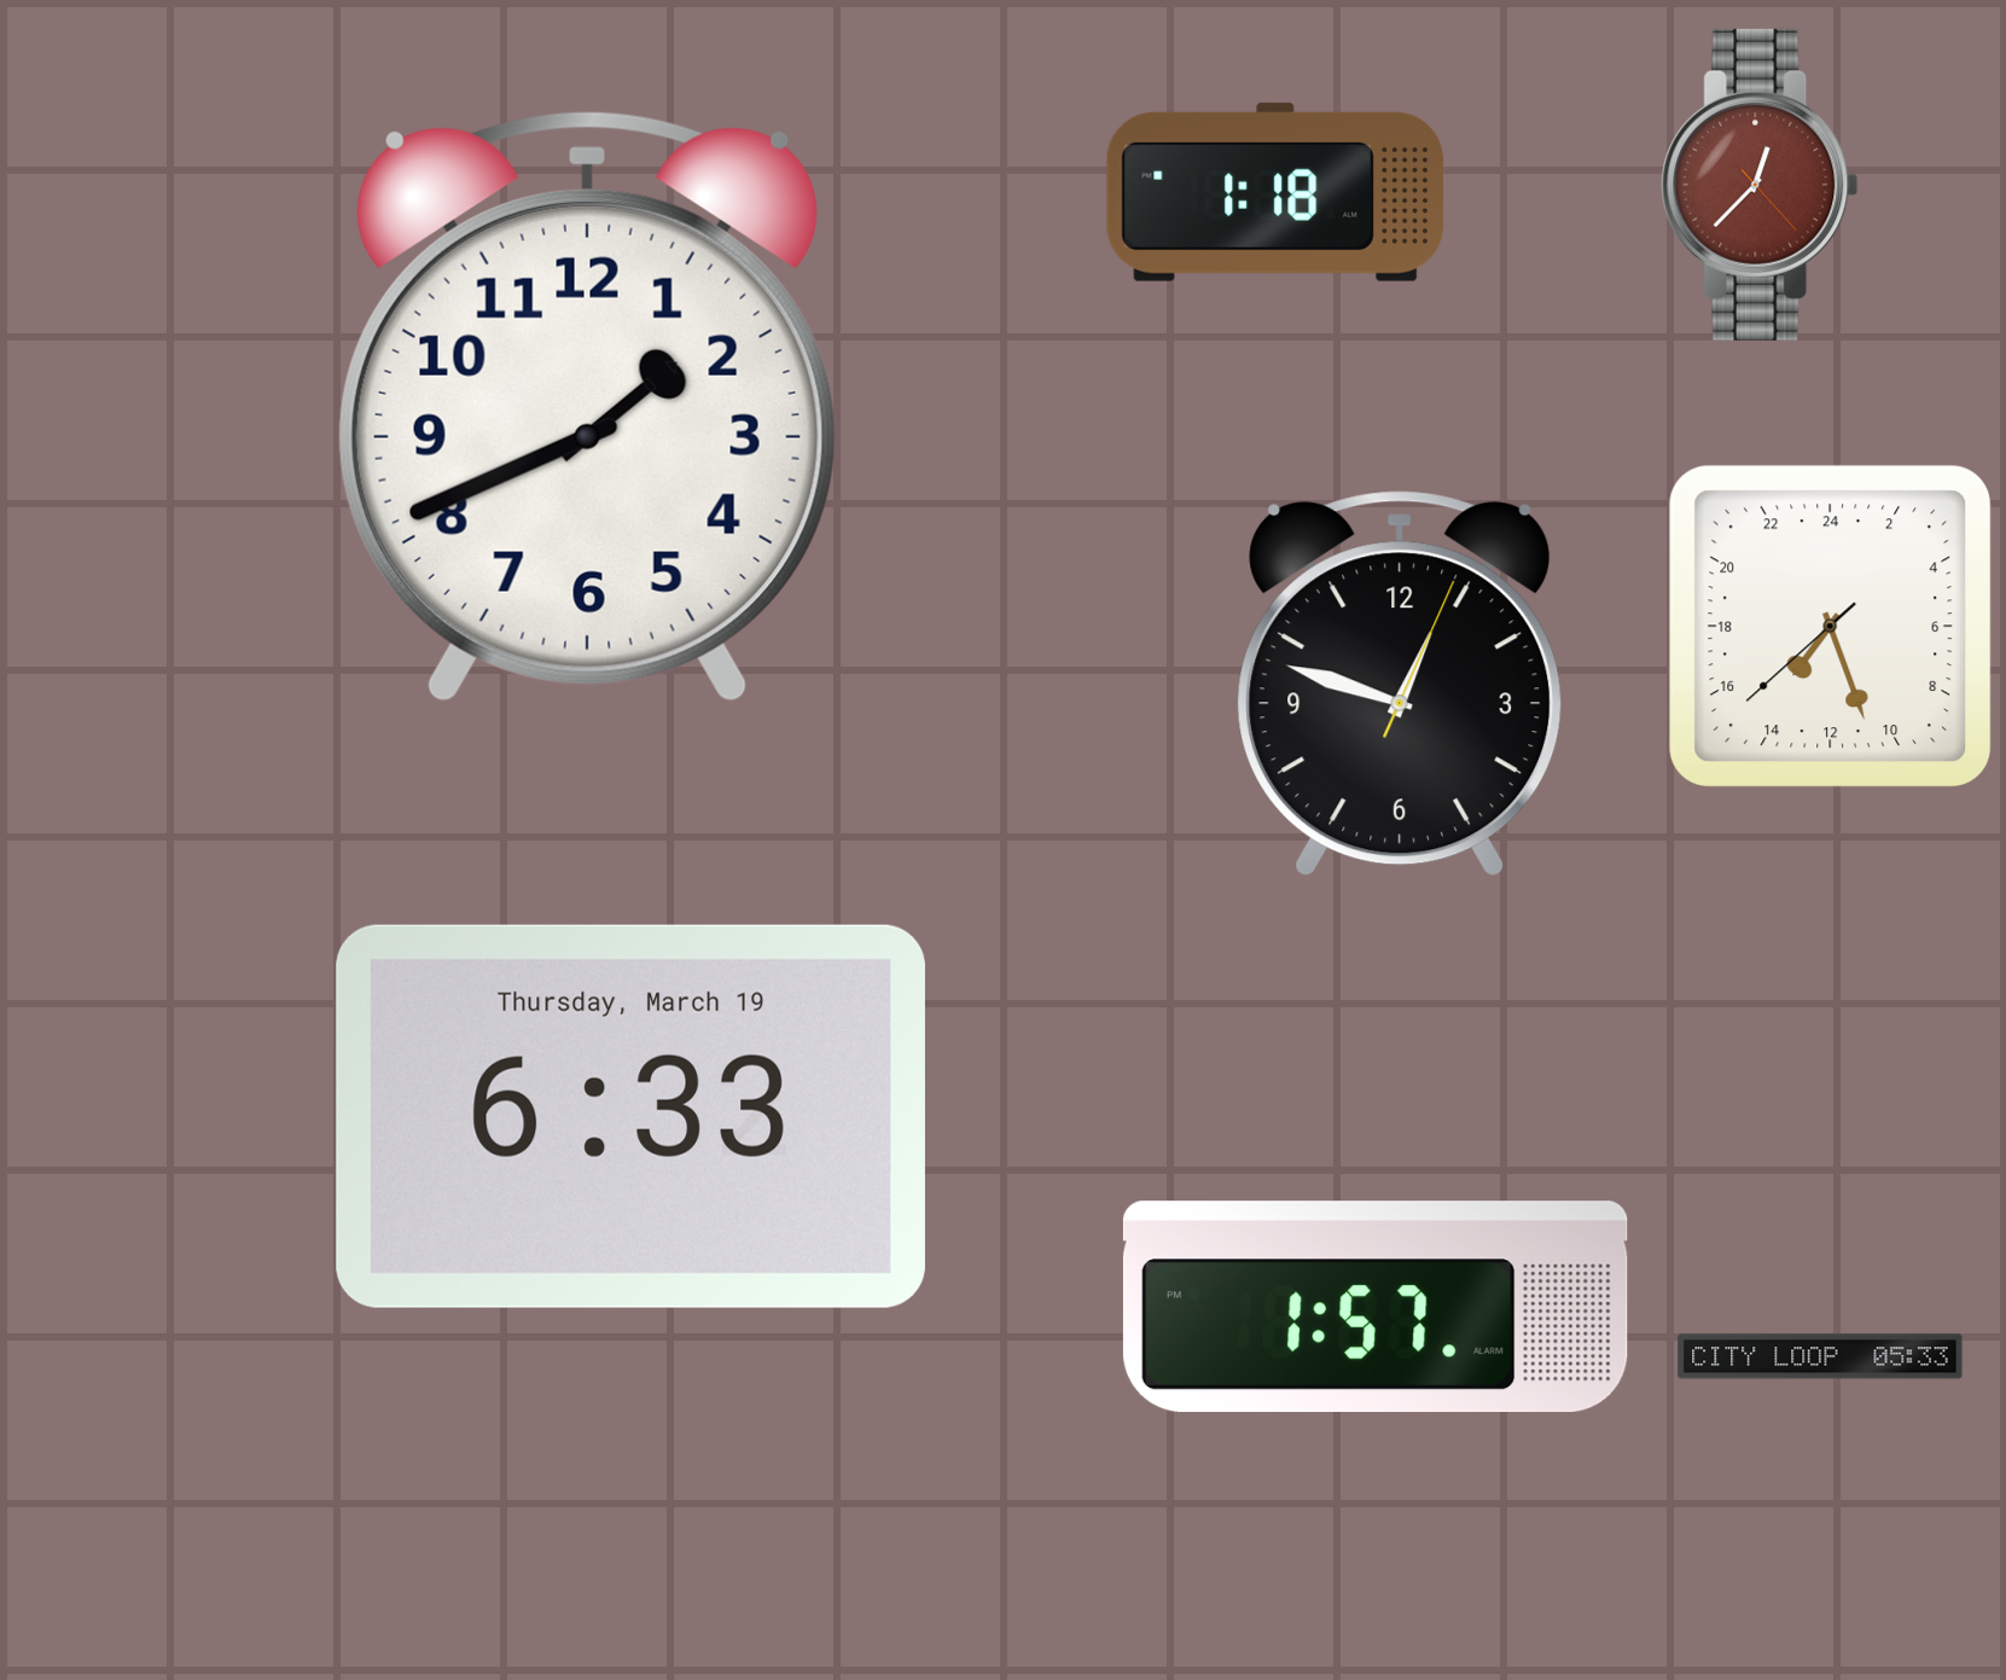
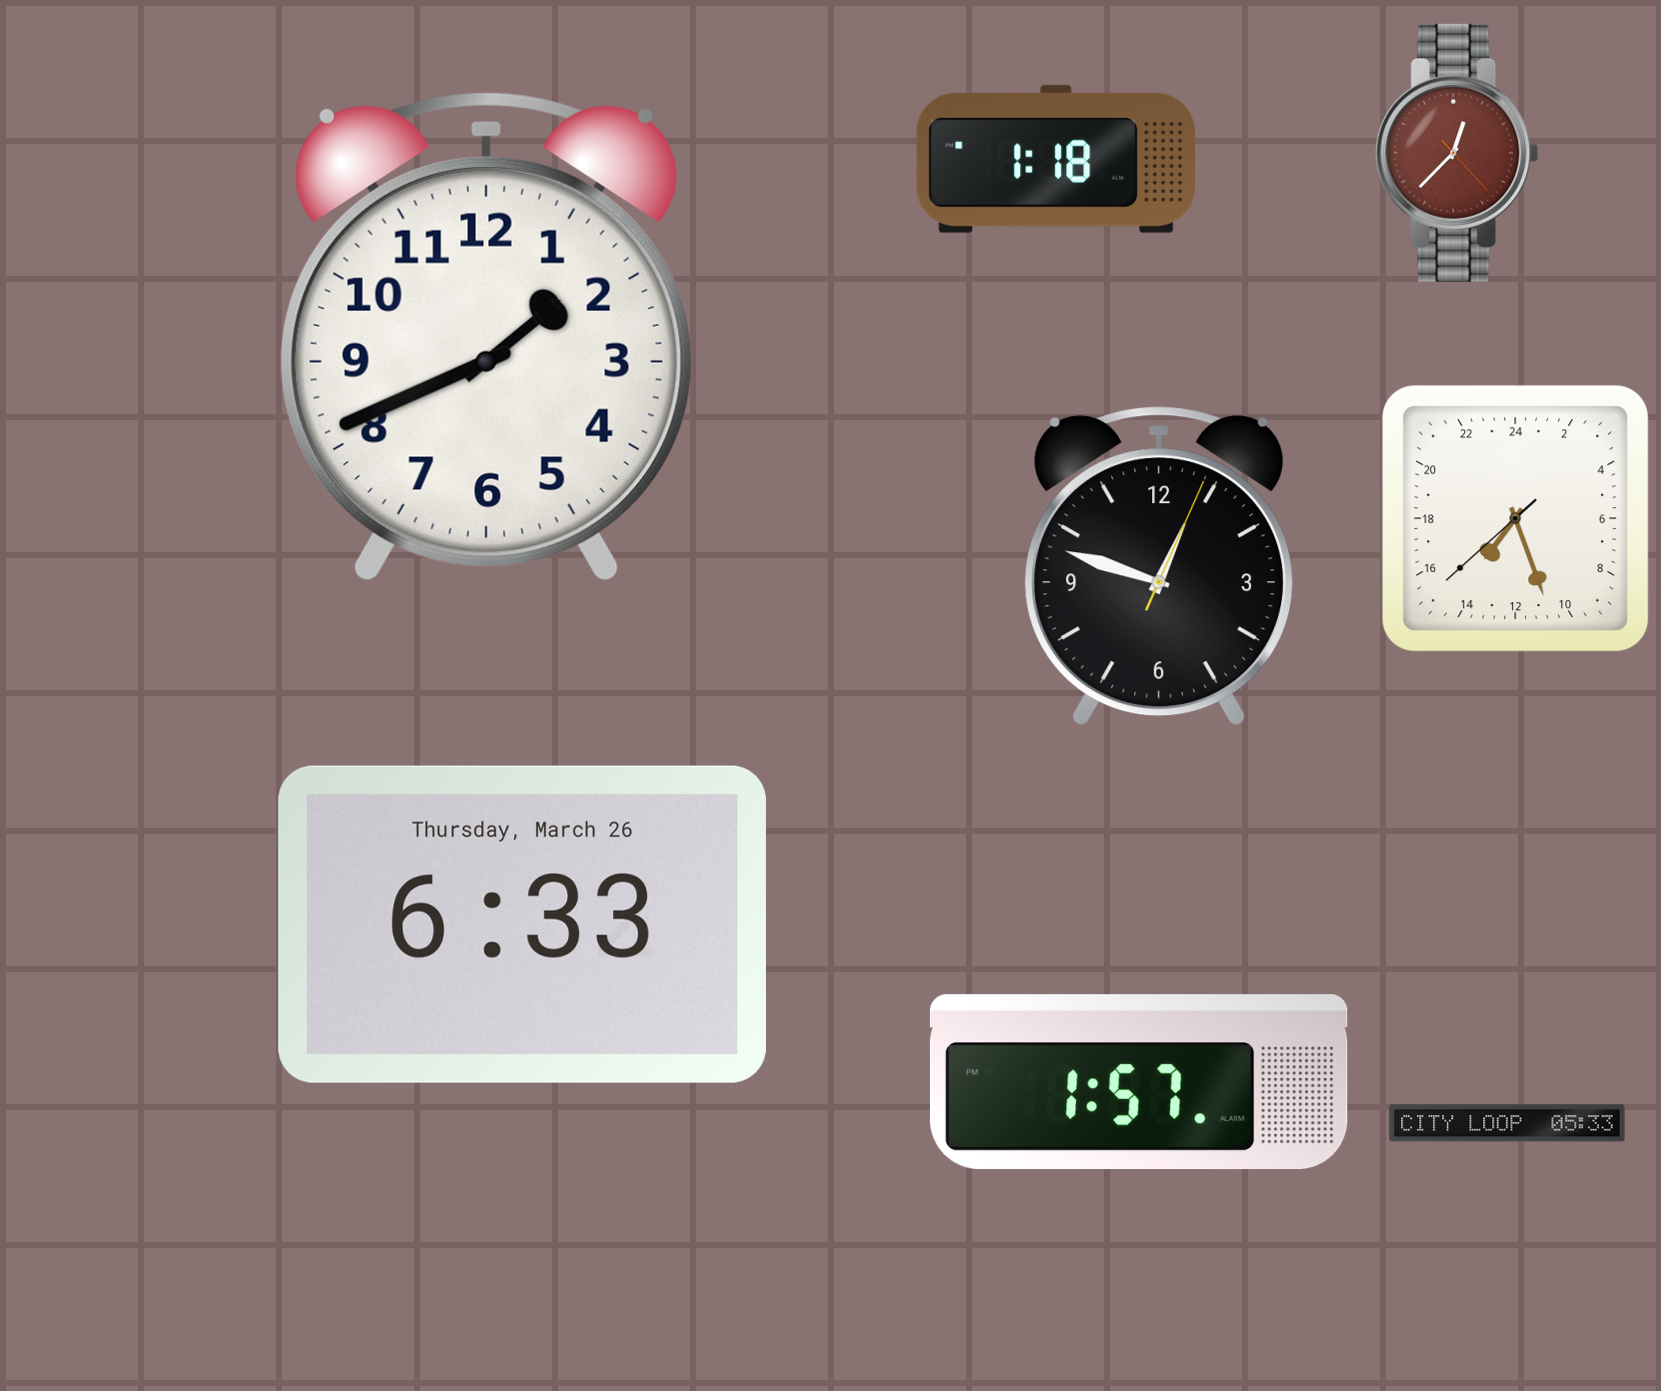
clock at (630, 1116) date: Thursday, March 19 -> Thursday, March 26
